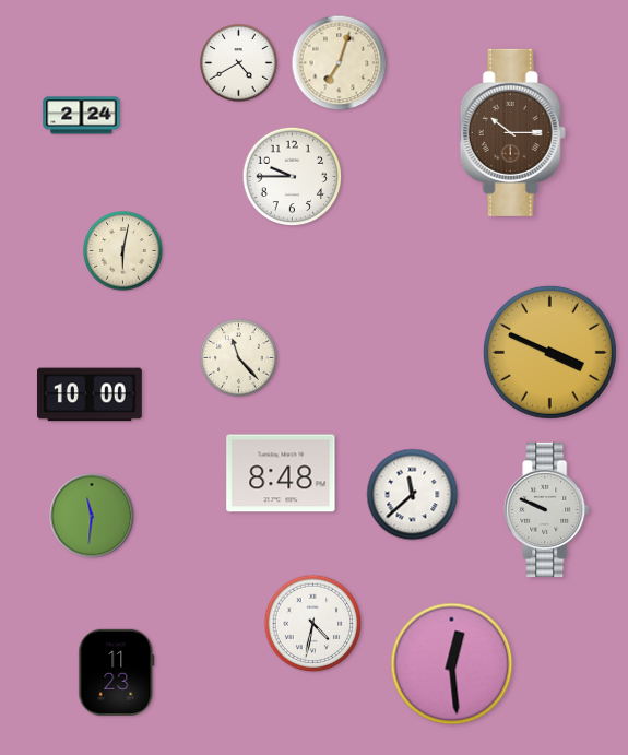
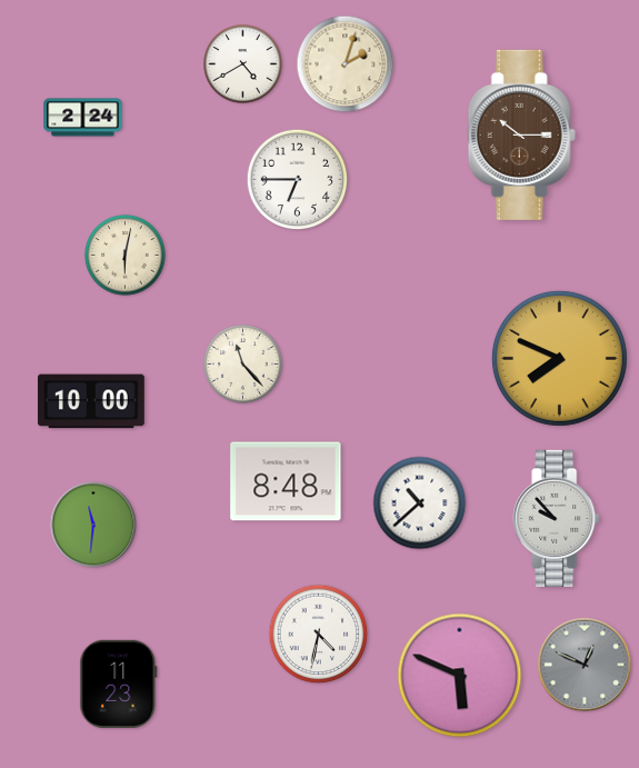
clock at (340, 63): 7:03 -> 2:03
clock at (293, 177): 9:45 -> 6:45
clock at (549, 352): 3:49 -> 7:49
clock at (413, 495): 11:38 -> 10:38
clock at (547, 509): 9:49 -> 9:53
clock at (585, 665): none -> 12:49
clock at (452, 664): 12:29 -> 5:49
